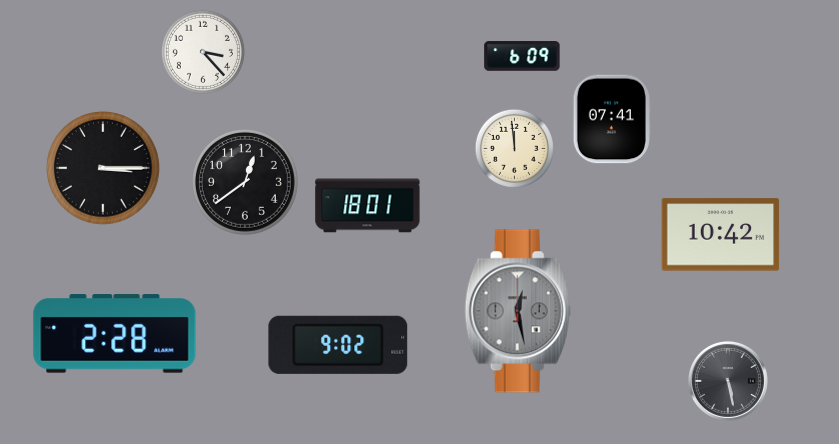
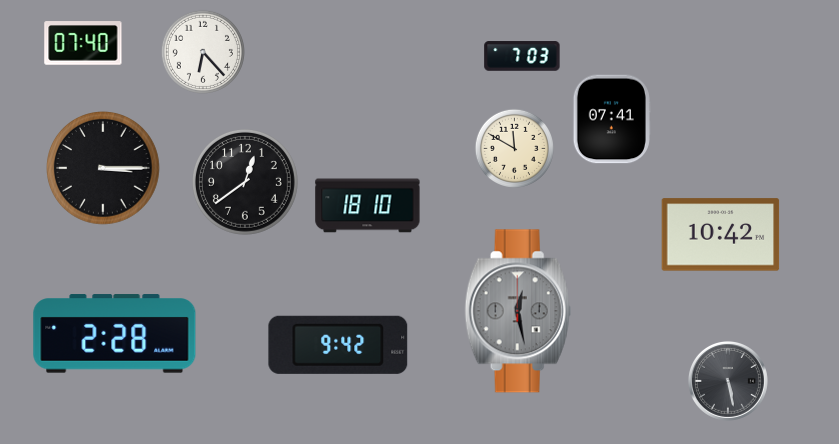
clock at (83, 43): none -> 07:40
clock at (203, 52): 3:23 -> 6:23
clock at (522, 56): 6:09 -> 7:03
clock at (514, 148): 11:59 -> 11:50
clock at (368, 206): 18:01 -> 18:10
clock at (338, 345): 9:02 -> 9:42
